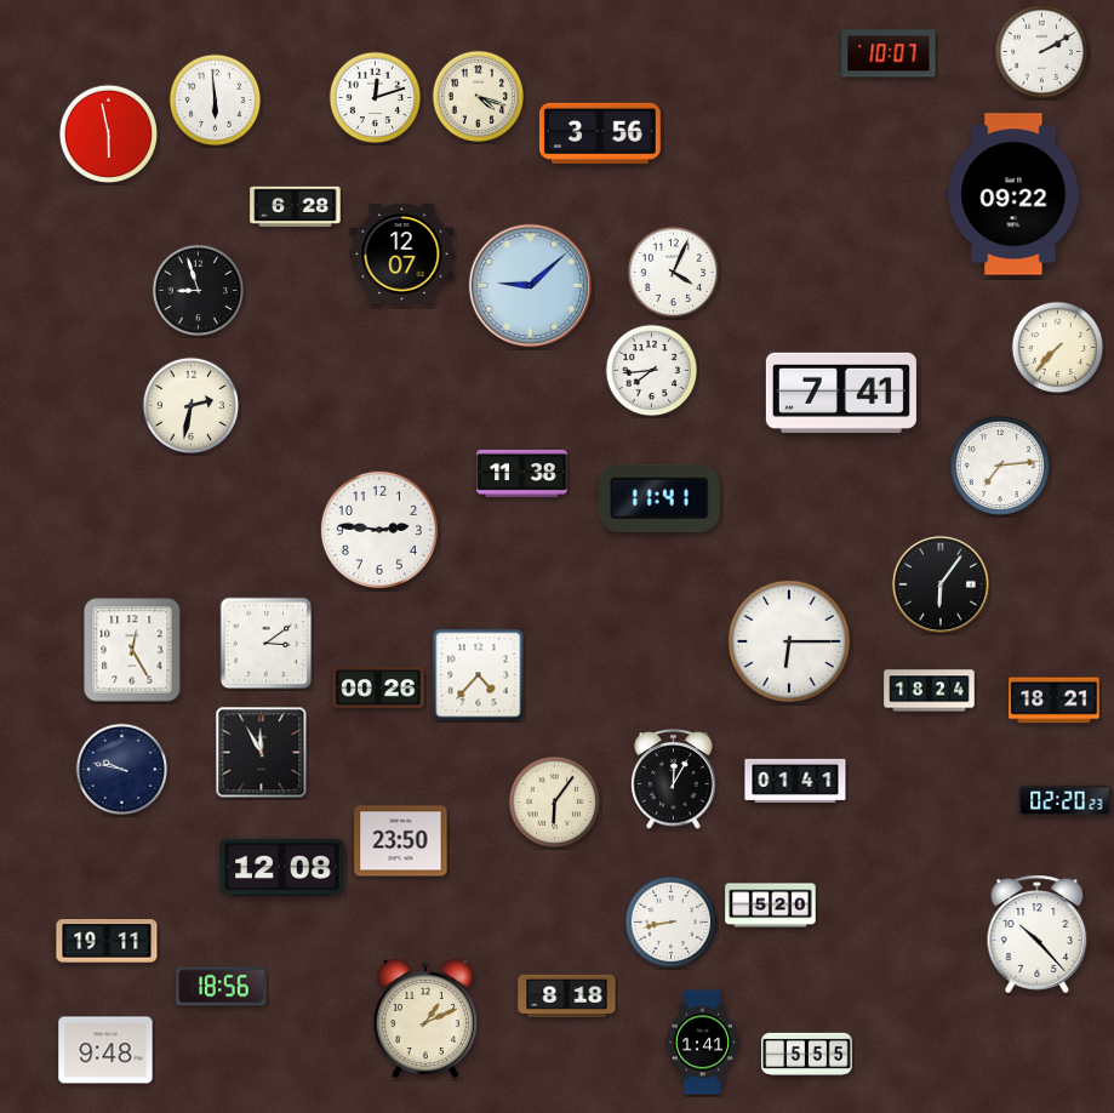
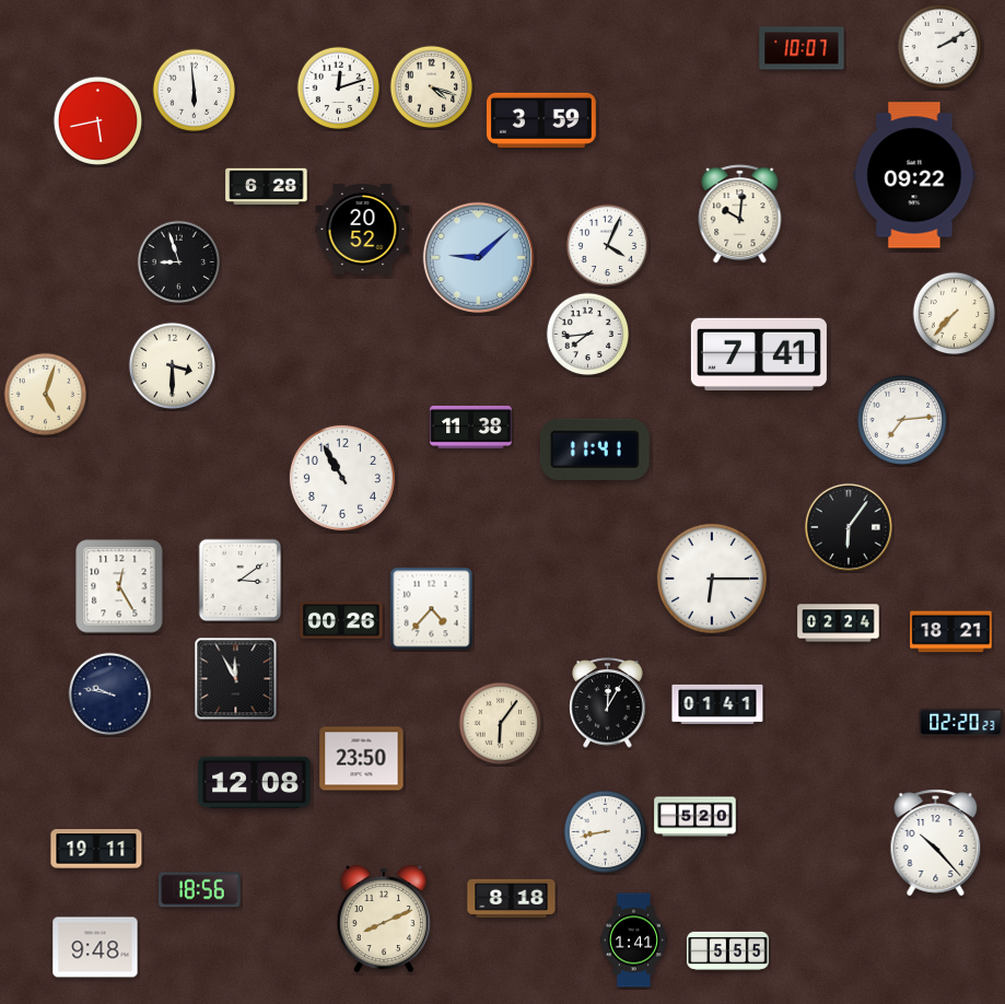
clock at (600, 133): 3:56 -> 3:59
clock at (109, 135): 5:58 -> 5:43
clock at (740, 214): none -> 10:01
clock at (402, 255): 12:07 -> 20:52
clock at (192, 406): 2:32 -> 3:30
clock at (46, 395): none -> 5:03
clock at (379, 530): 2:46 -> 10:55
clock at (930, 691): 18:24 -> 02:24
clock at (425, 1018): 1:11 -> 8:11
